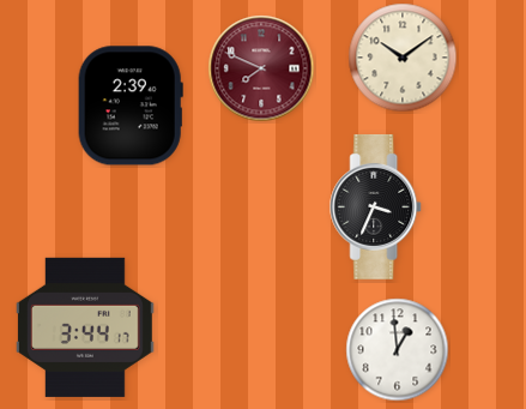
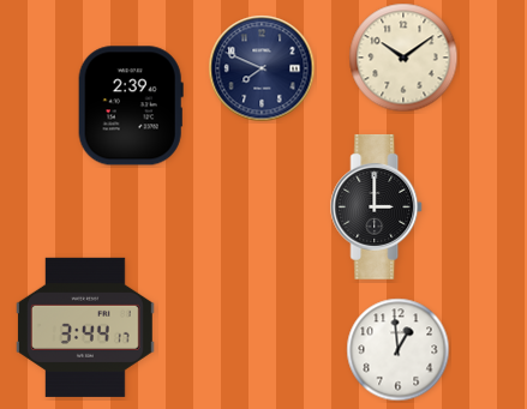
clock at (261, 68) dial: burgundy -> navy
clock at (376, 206): 3:34 -> 3:00
